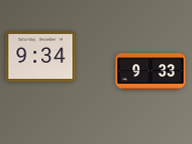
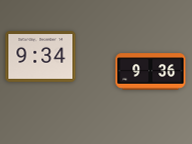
clock at (151, 72): 9:33 -> 9:36
